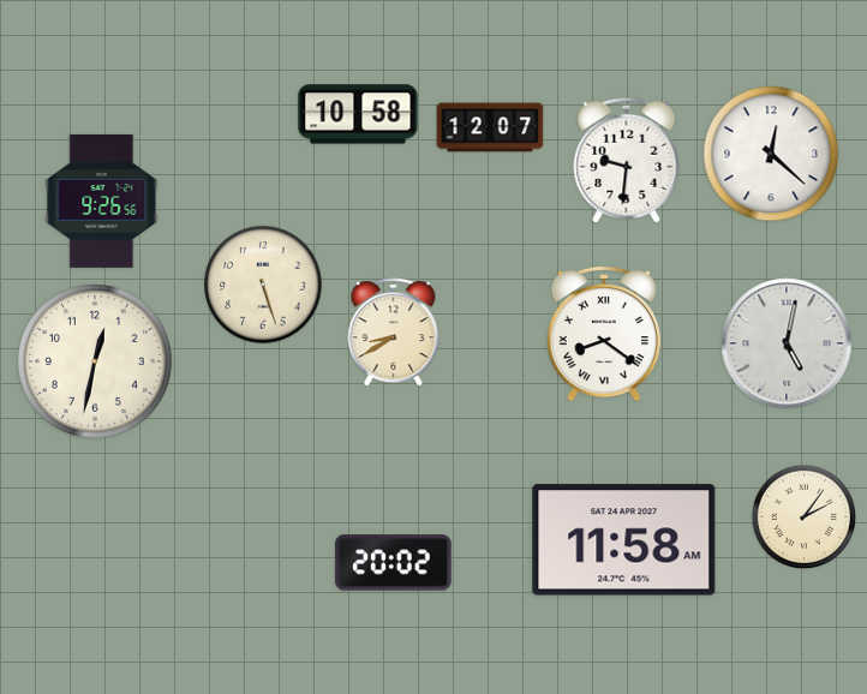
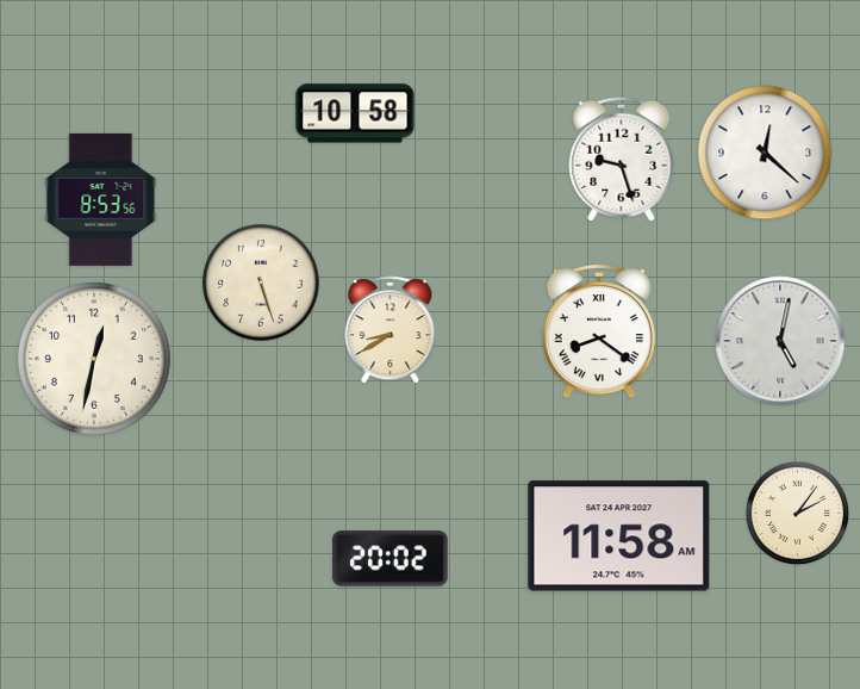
clock at (490, 127): 12:07 -> none
clock at (627, 160): 9:31 -> 9:27
clock at (102, 201): 9:26 -> 8:53
